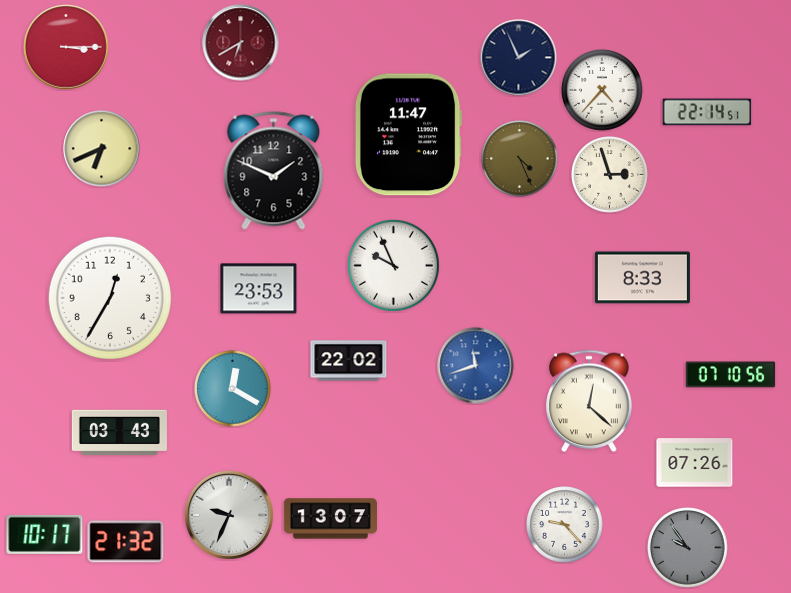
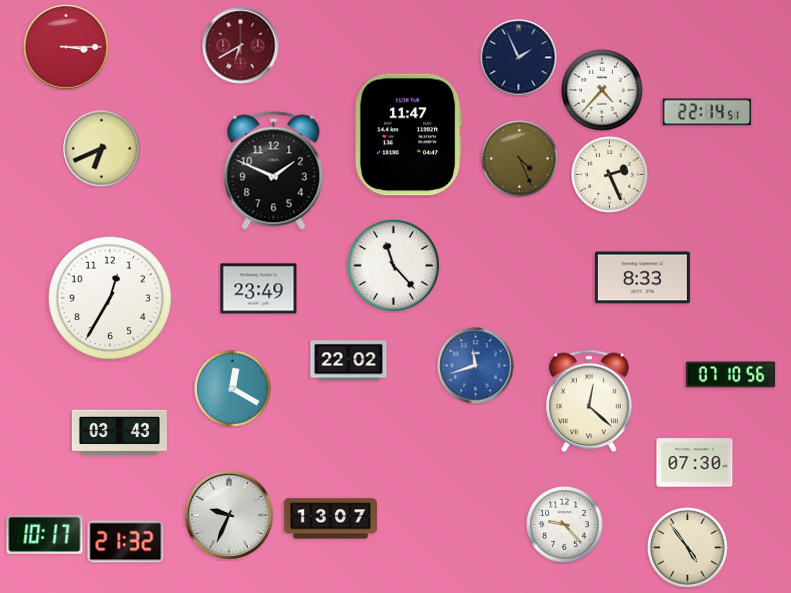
clock at (241, 43) position: (241, 43) -> (241, 46)
clock at (610, 175): 2:57 -> 2:26
clock at (393, 265): 9:56 -> 11:23
clock at (259, 289): 23:53 -> 23:49
clock at (695, 463): 07:26 -> 07:30
clock at (688, 548): 9:54 -> 4:54
clock at (688, 548) dial: grey -> cream
